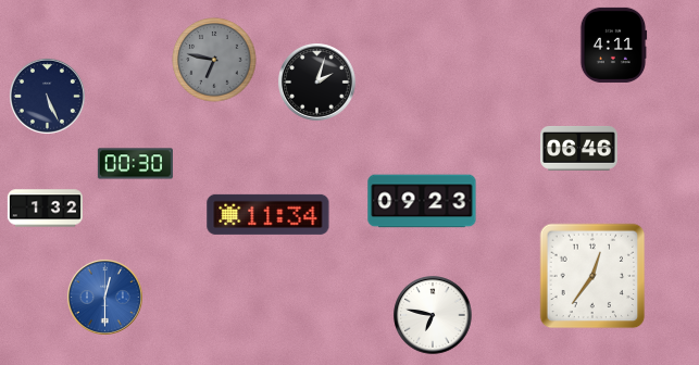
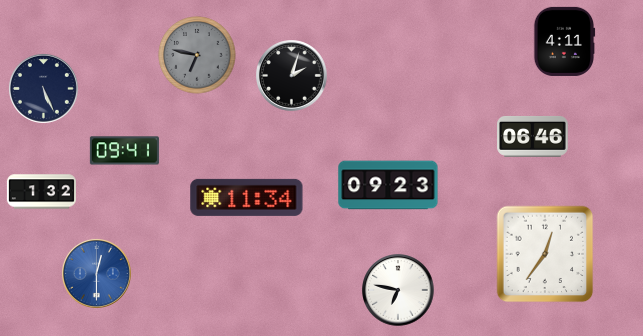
clock at (135, 164): 00:30 -> 09:41
